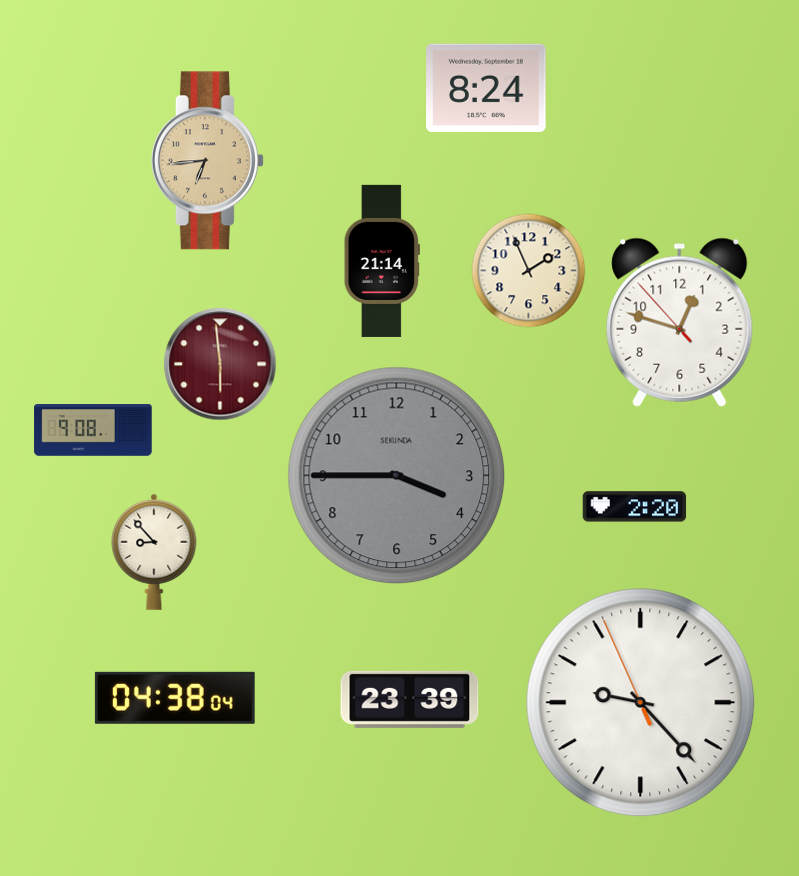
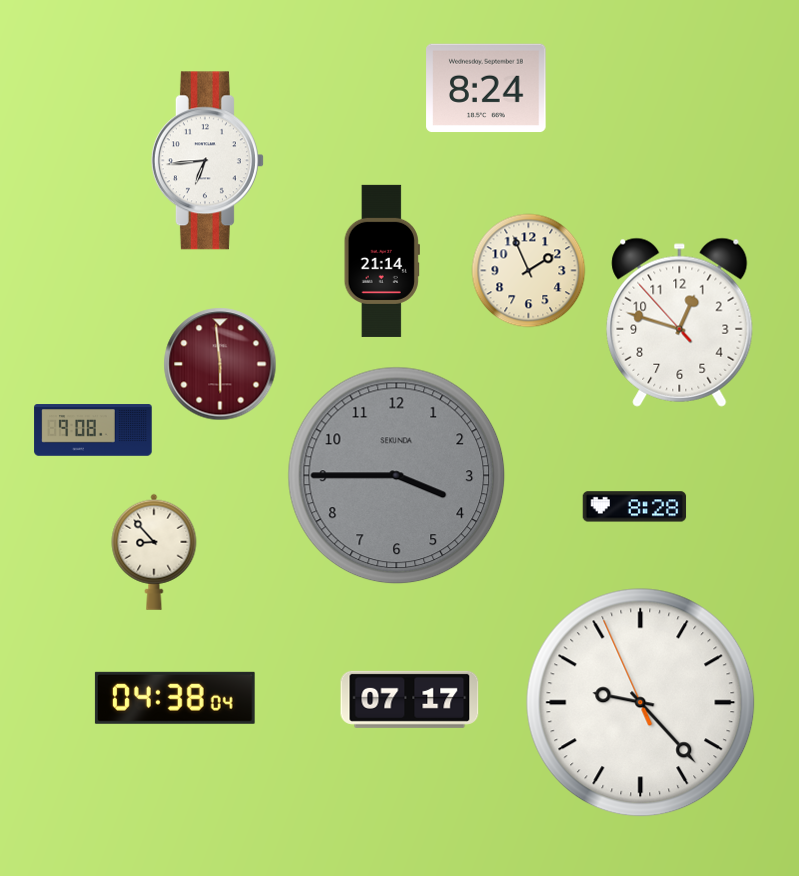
clock at (207, 161) dial: champagne -> white
clock at (635, 507): 2:20 -> 8:28
clock at (410, 699): 23:39 -> 07:17
